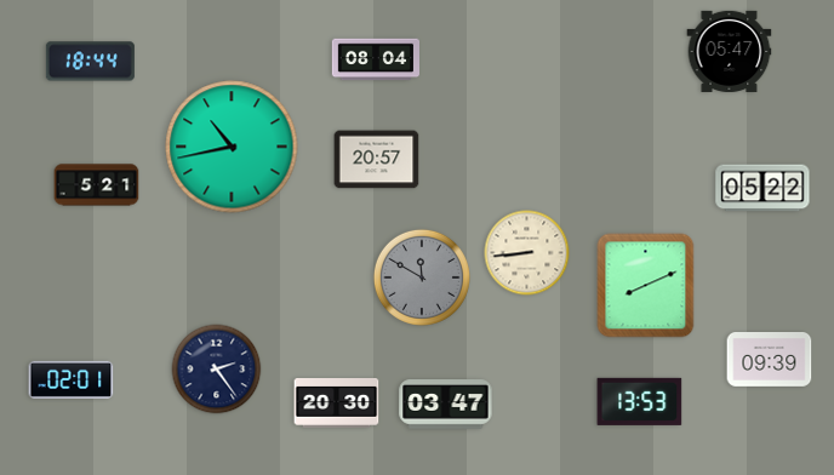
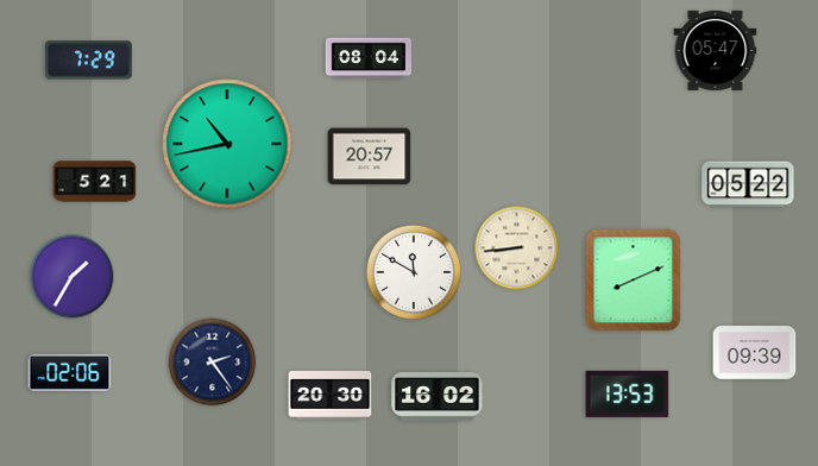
clock at (90, 62): 18:44 -> 7:29
clock at (422, 277) dial: grey -> white
clock at (73, 277): none -> 1:35
clock at (72, 379): 02:01 -> 02:06
clock at (446, 405): 03:47 -> 16:02
